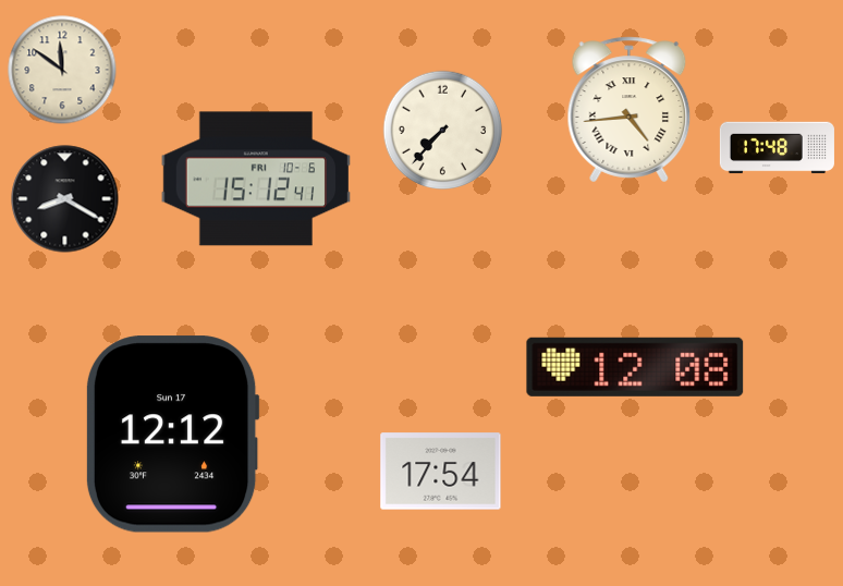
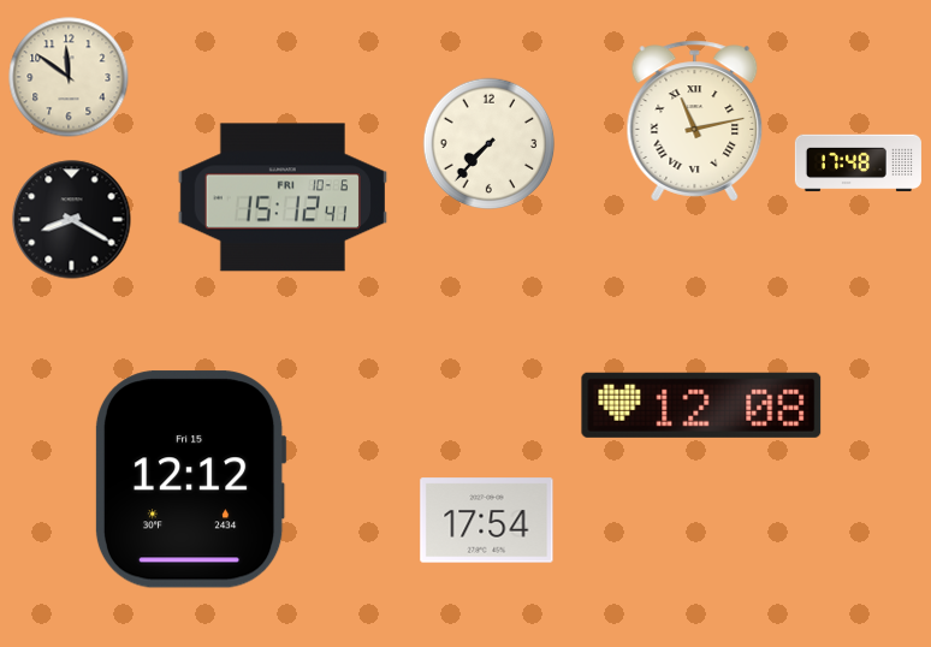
clock at (630, 110): 4:44 -> 11:13
clock at (172, 435) date: Sun 17 -> Fri 15
